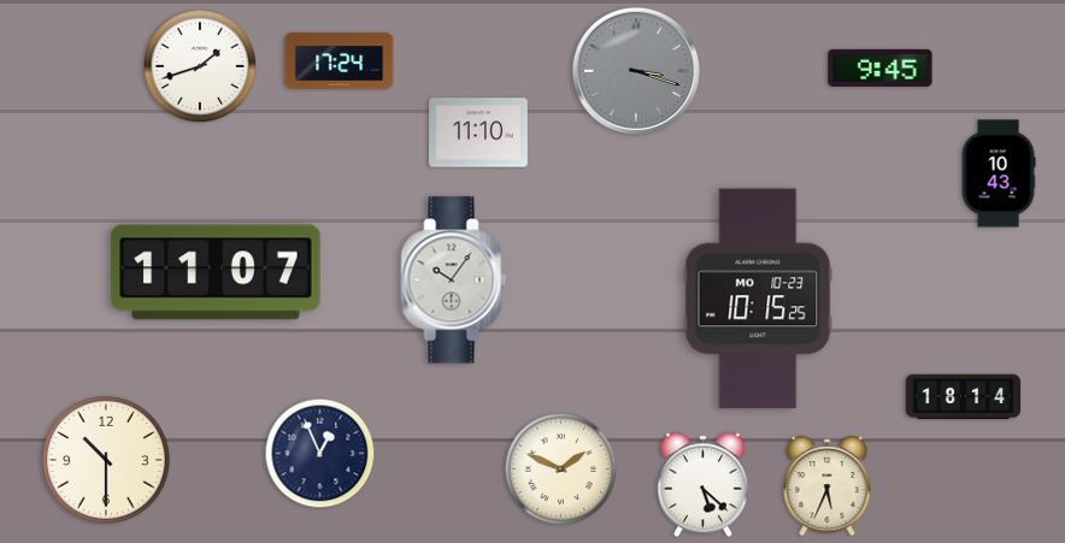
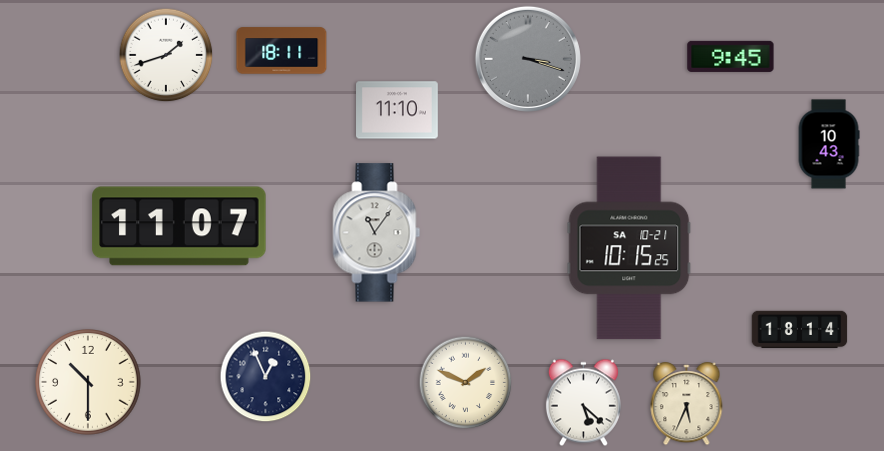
clock at (340, 61): 17:24 -> 18:11
clock at (454, 281): 10:06 -> 11:06
clock at (758, 299) date: MO 10-23 -> SA 10-21
clock at (561, 470) position: (561, 470) -> (466, 383)
